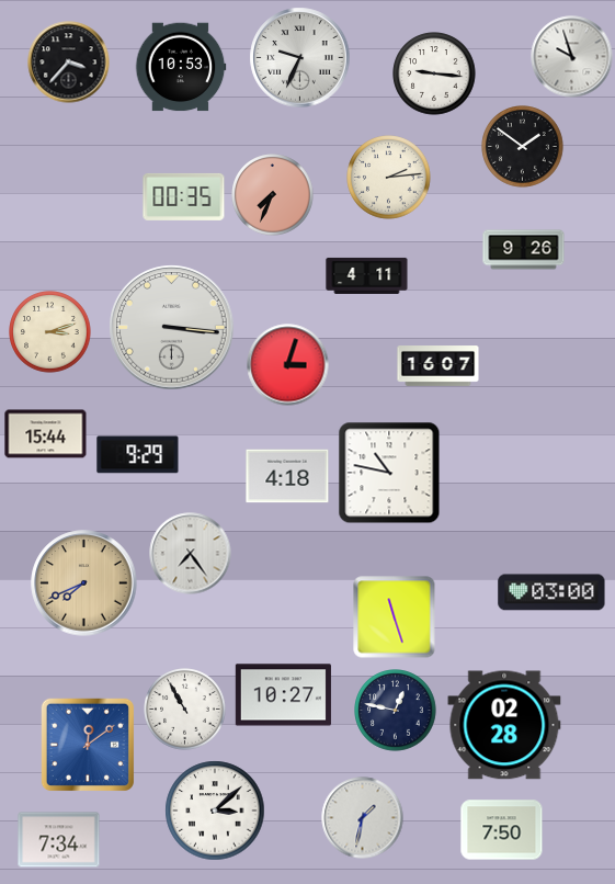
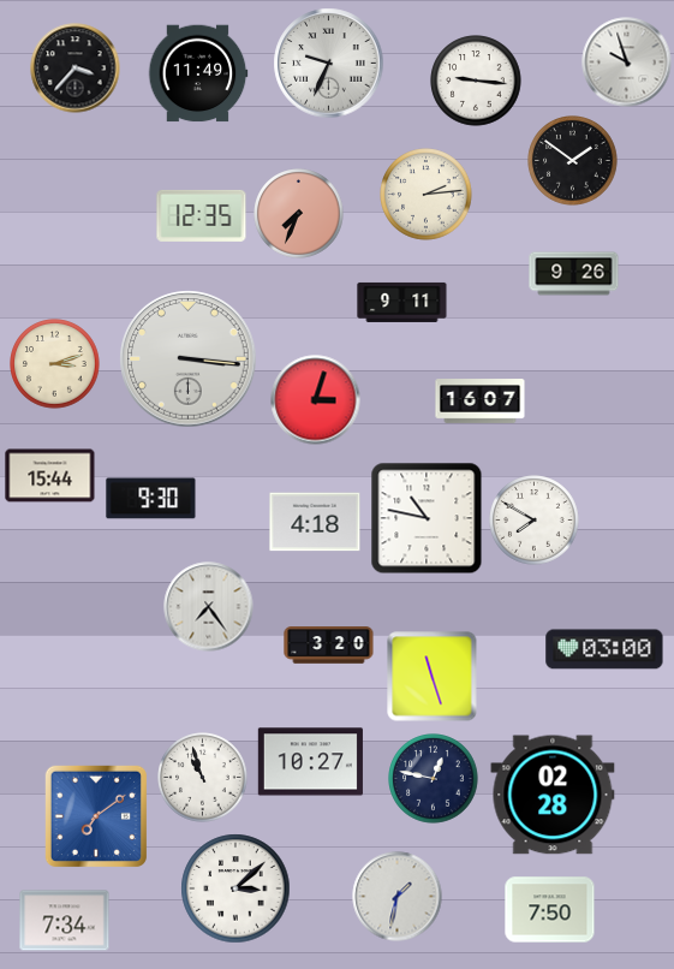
clock at (181, 67): 10:53 -> 11:49
clock at (184, 196): 00:35 -> 12:35
clock at (367, 275): 4:11 -> 9:11
clock at (138, 455): 9:29 -> 9:30
clock at (535, 521): none -> 7:50
clock at (84, 583): 7:41 -> none
clock at (329, 646): none -> 3:20
clock at (185, 710): 10:55 -> 10:57
clock at (88, 745): 12:09 -> 7:09
